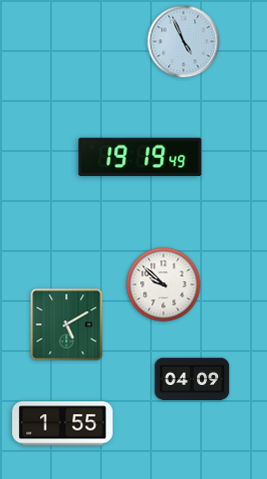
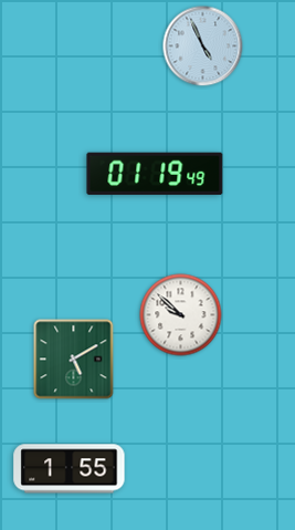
clock at (140, 157): 19:19 -> 01:19
clock at (192, 379): 04:09 -> none
